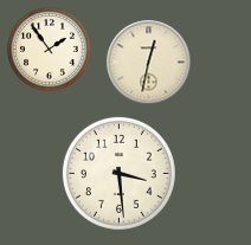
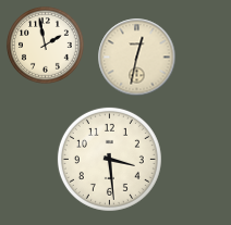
clock at (50, 50): 1:54 -> 1:58
